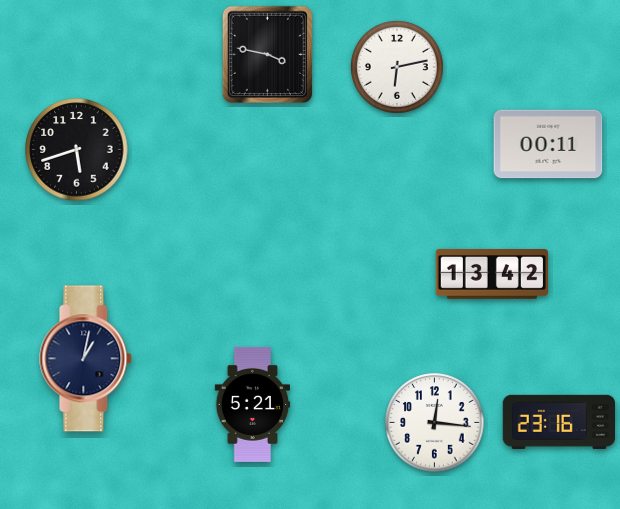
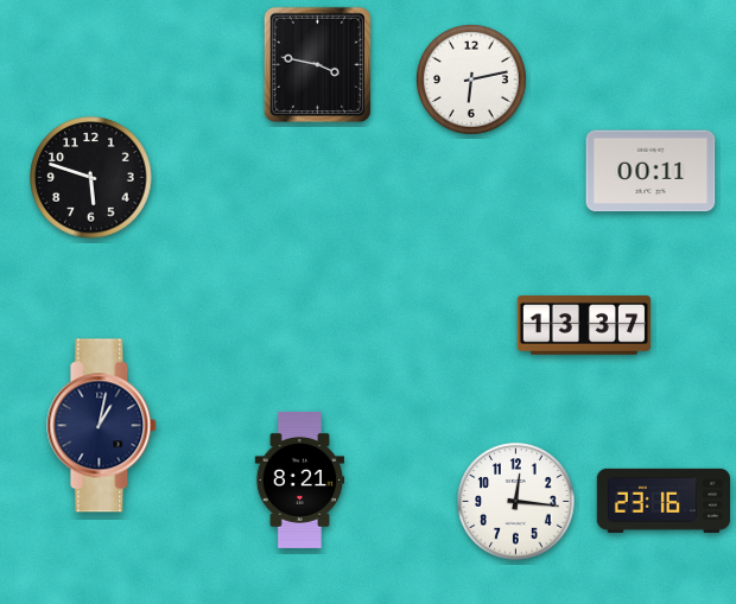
clock at (77, 150): 5:42 -> 5:48
clock at (491, 274): 13:42 -> 13:37
clock at (253, 404): 5:21 -> 8:21
